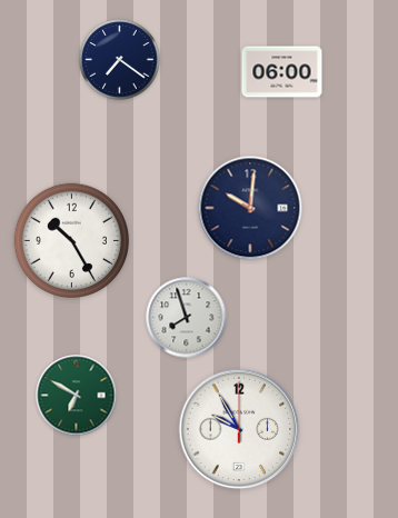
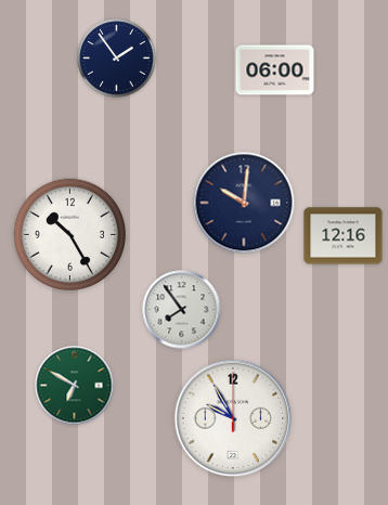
clock at (120, 60): 7:21 -> 1:54
clock at (344, 236): none -> 12:16
clock at (187, 318): 7:57 -> 7:54
